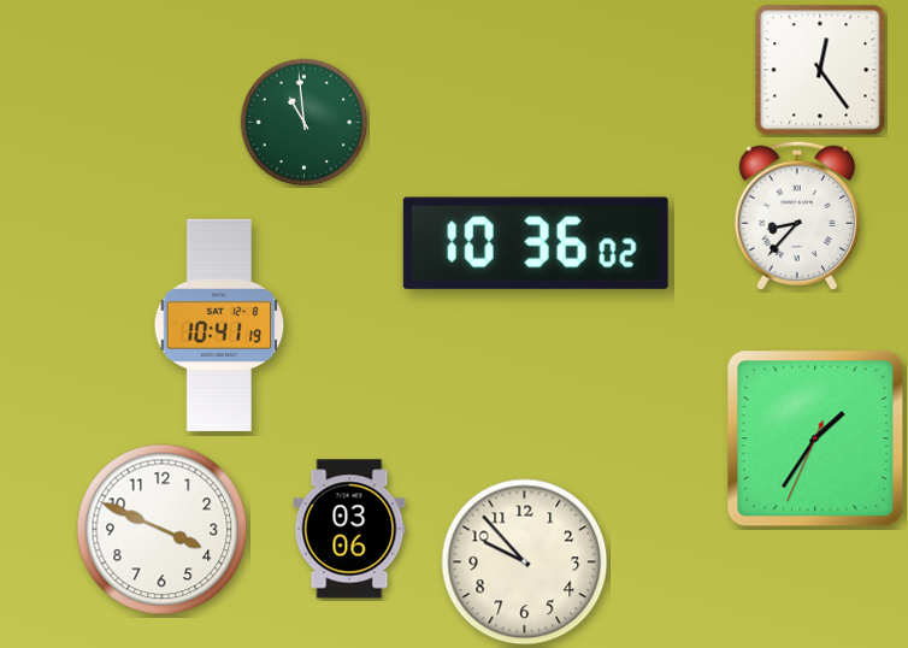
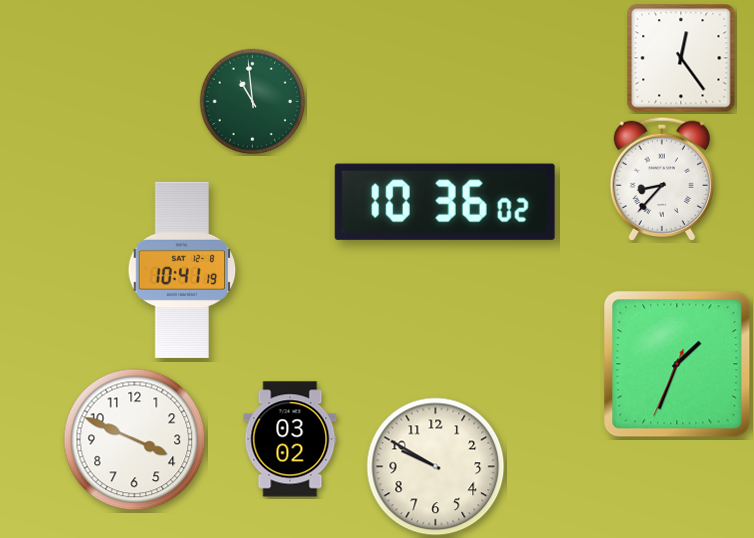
clock at (815, 438): 1:35 -> 1:33
clock at (349, 529): 03:06 -> 03:02
clock at (525, 562): 9:53 -> 9:50
